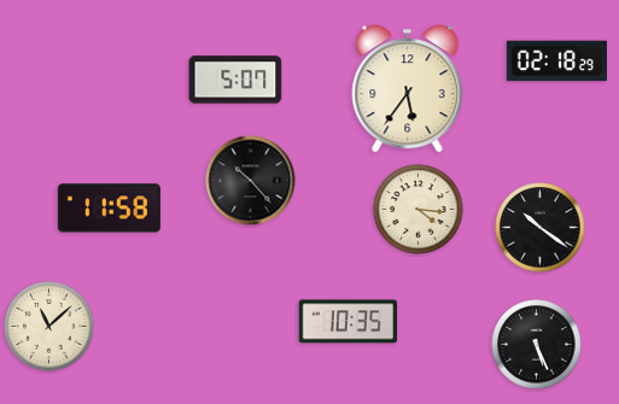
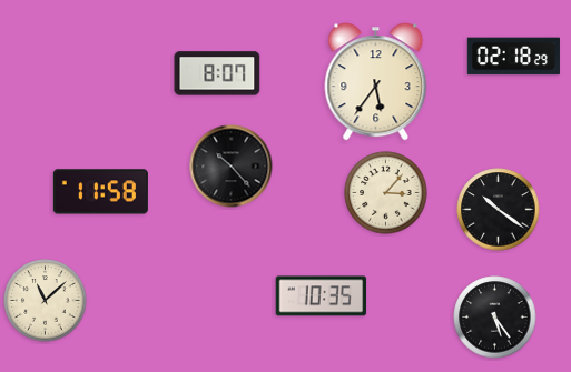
clock at (235, 80): 5:07 -> 8:07
clock at (419, 210): 4:16 -> 3:07
clock at (537, 345): 5:26 -> 5:24
